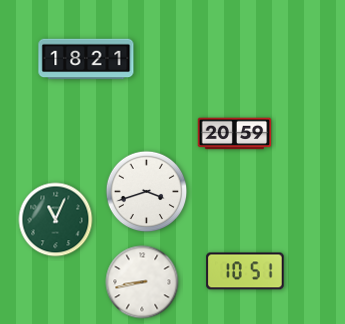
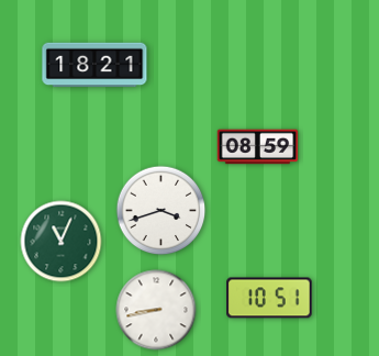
clock at (235, 134): 20:59 -> 08:59
